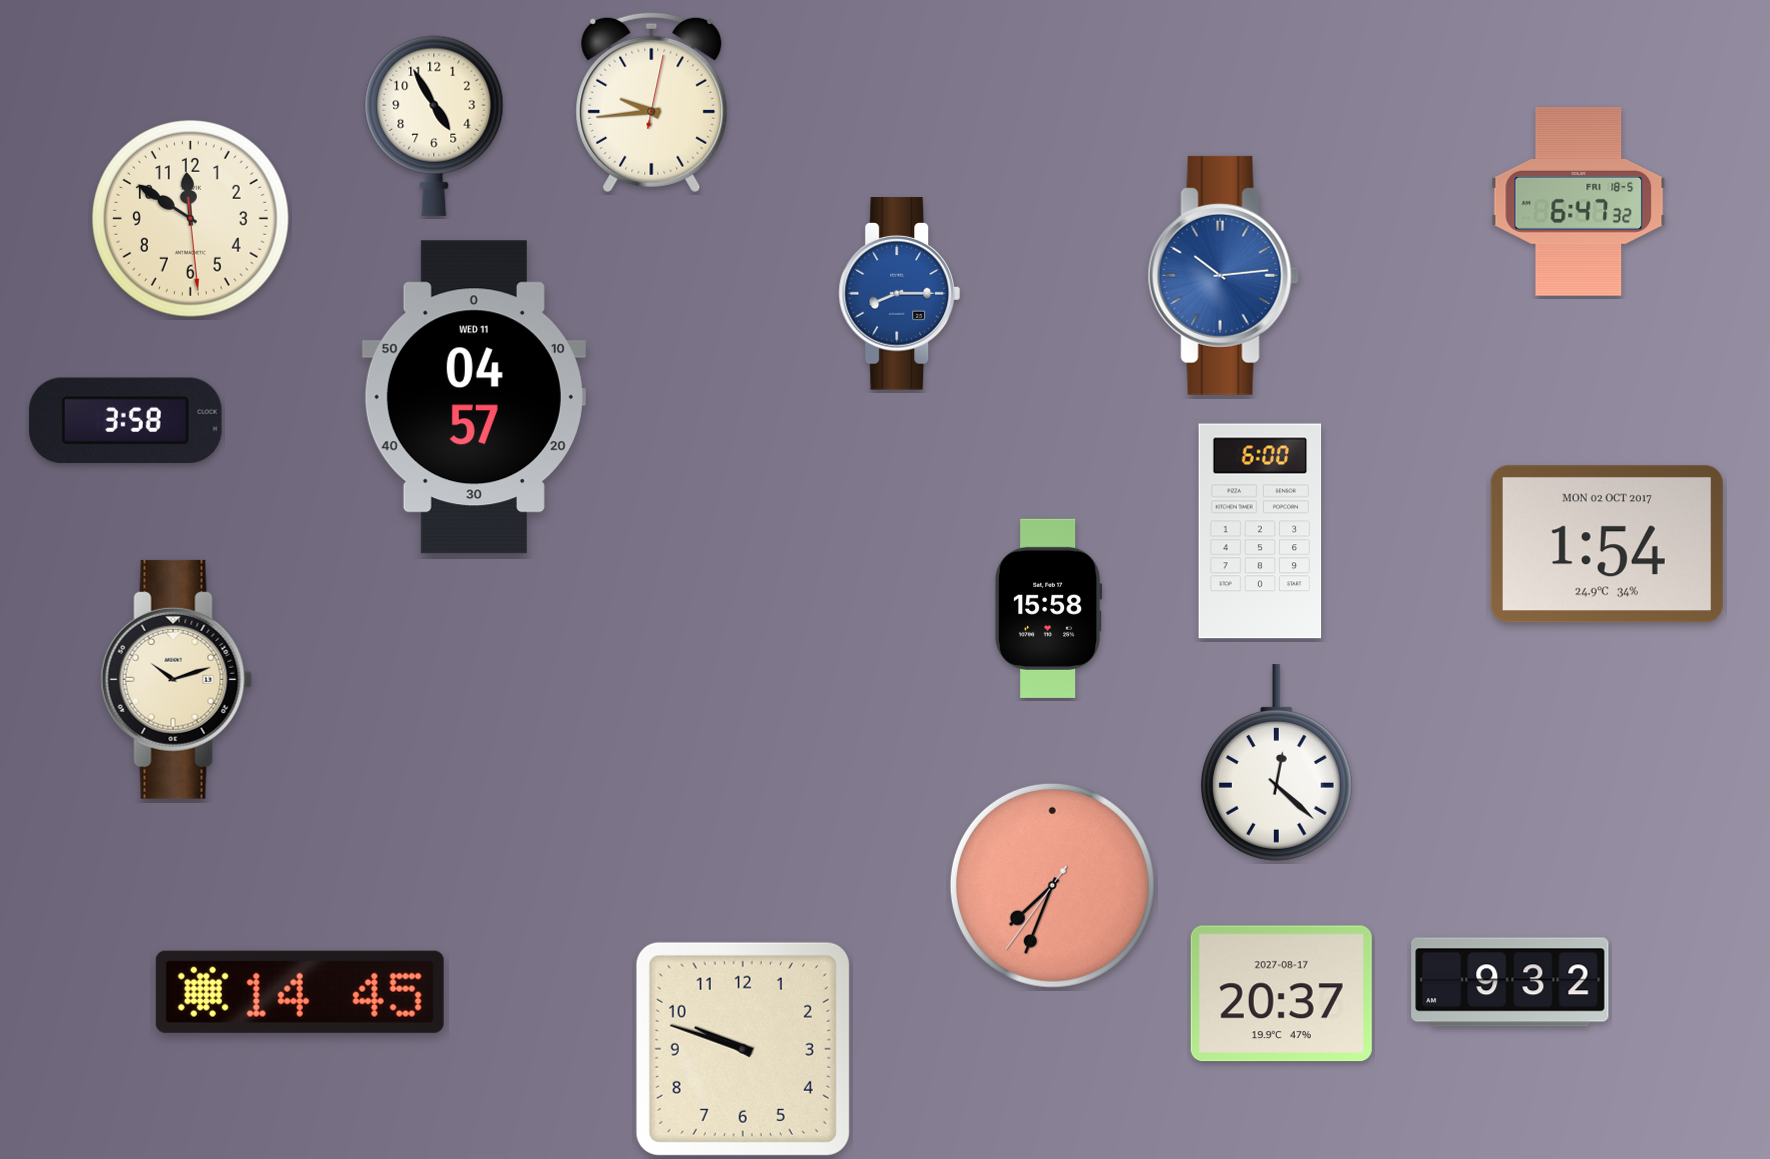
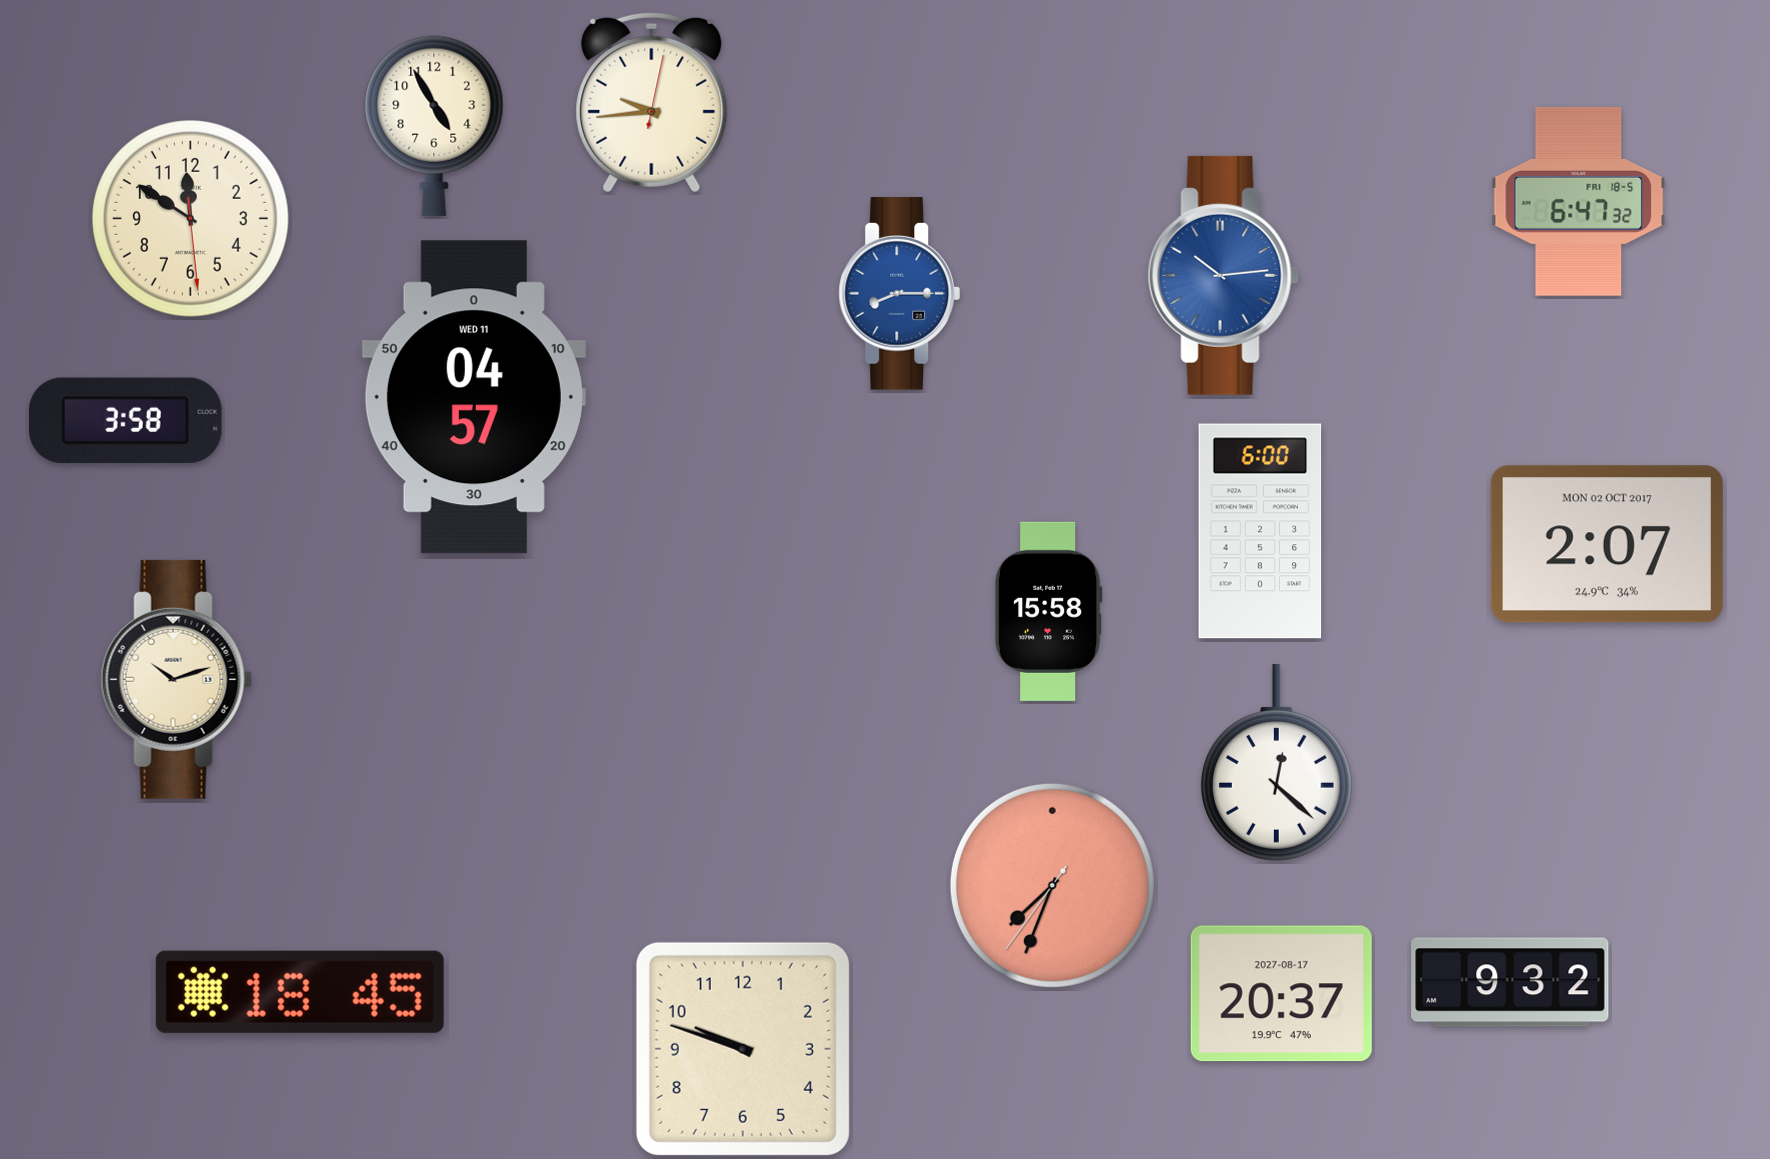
clock at (1607, 544): 1:54 -> 2:07
clock at (1048, 608) position: (1048, 608) -> (1048, 611)
clock at (300, 992): 14:45 -> 18:45
